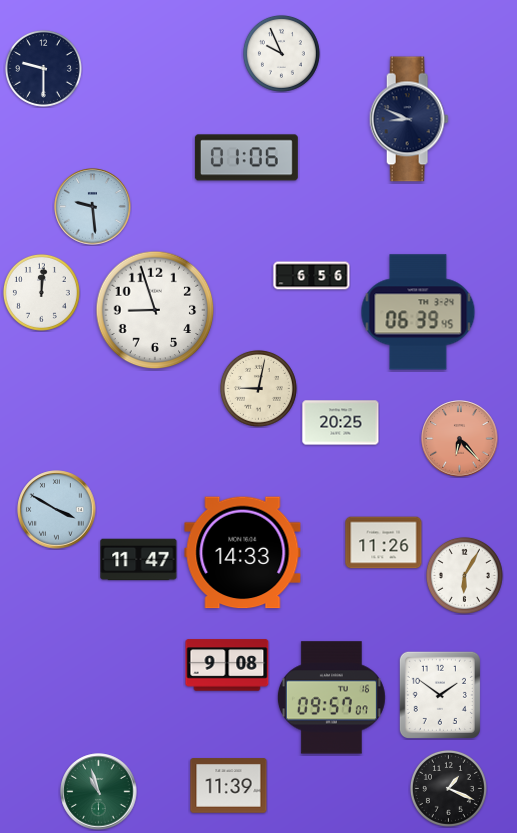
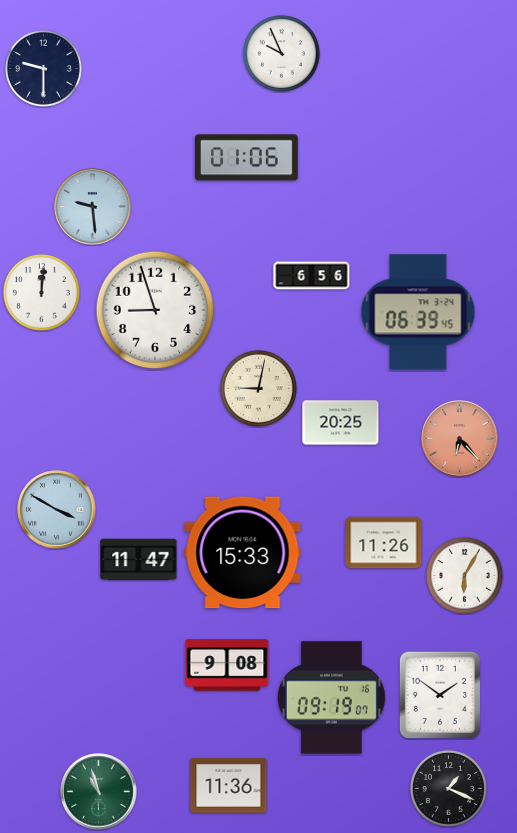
clock at (409, 119): 8:49 -> none
clock at (243, 553): 14:33 -> 15:33
clock at (331, 698): 09:57 -> 09:19
clock at (229, 786): 11:39 -> 11:36
